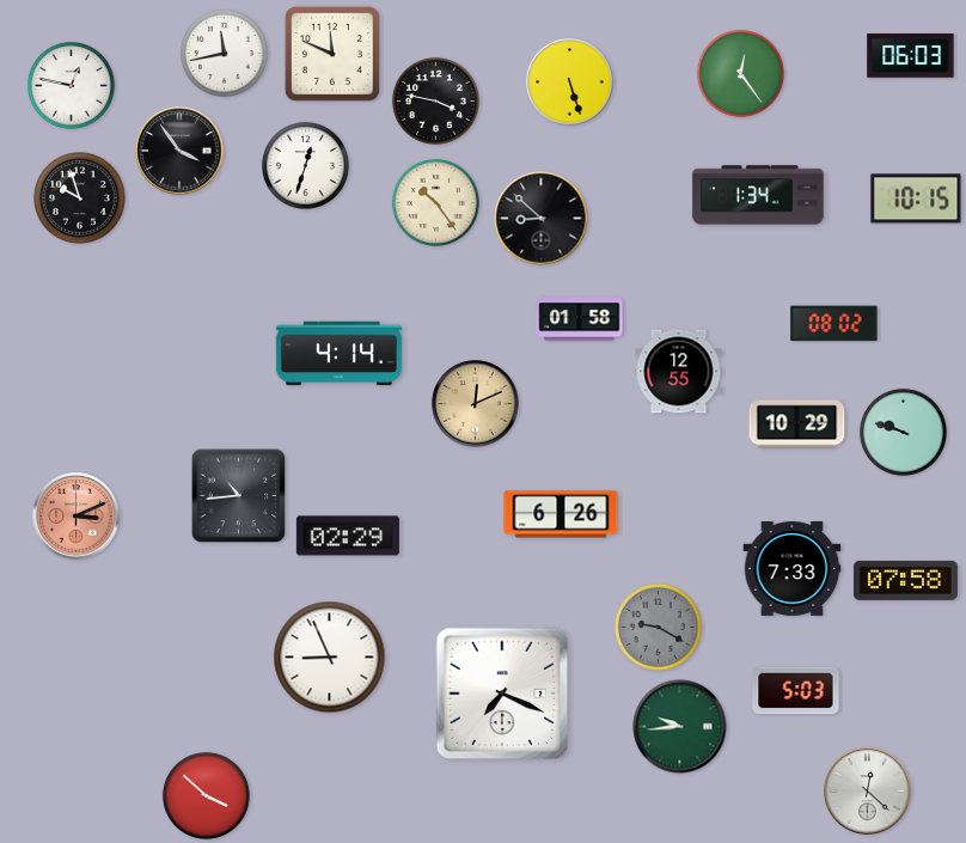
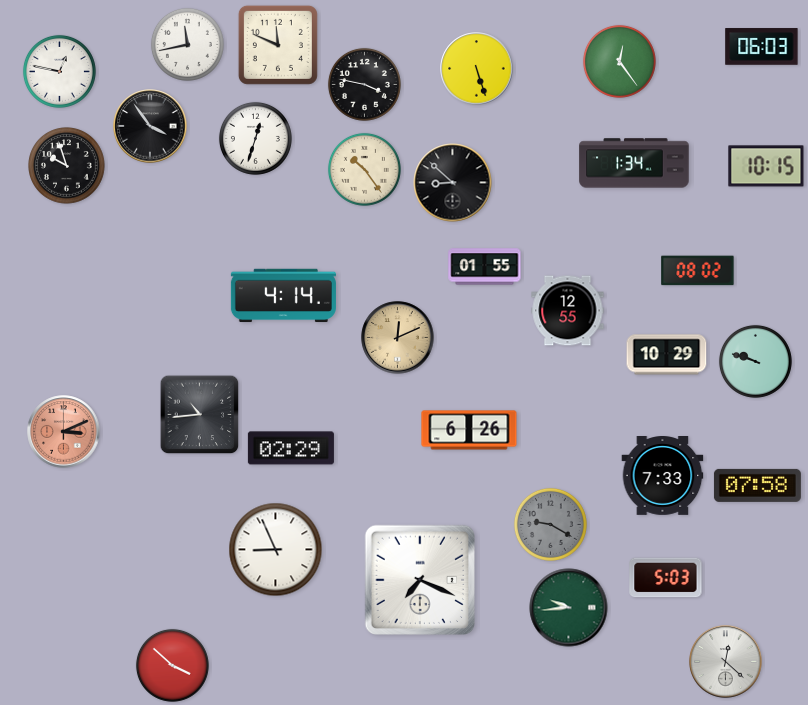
clock at (580, 319): 01:58 -> 01:55
